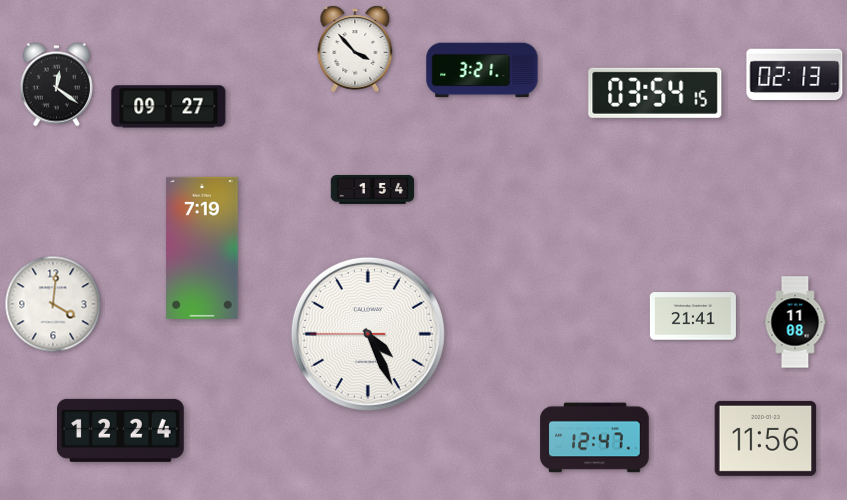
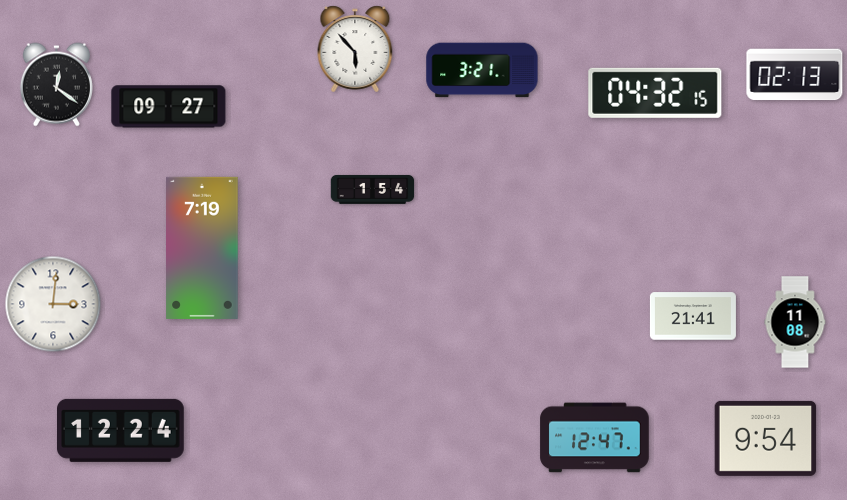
clock at (355, 49): 3:53 -> 5:53
clock at (655, 93): 03:54 -> 04:32
clock at (53, 304): 4:01 -> 3:01
clock at (368, 334): 4:25 -> none
clock at (766, 438): 11:56 -> 9:54
